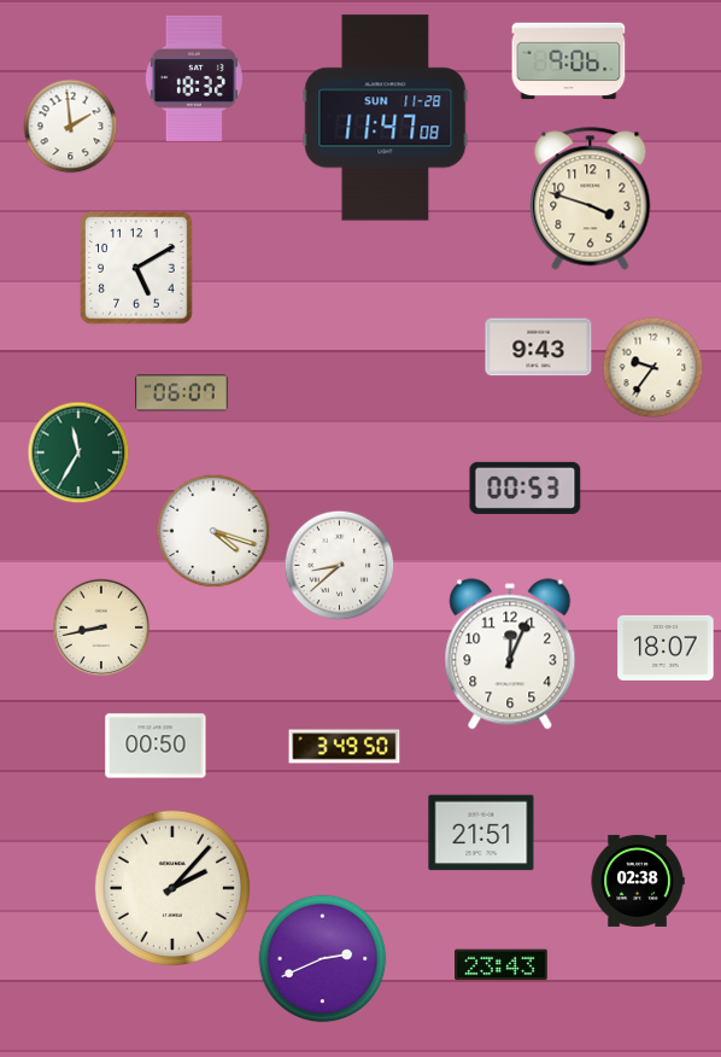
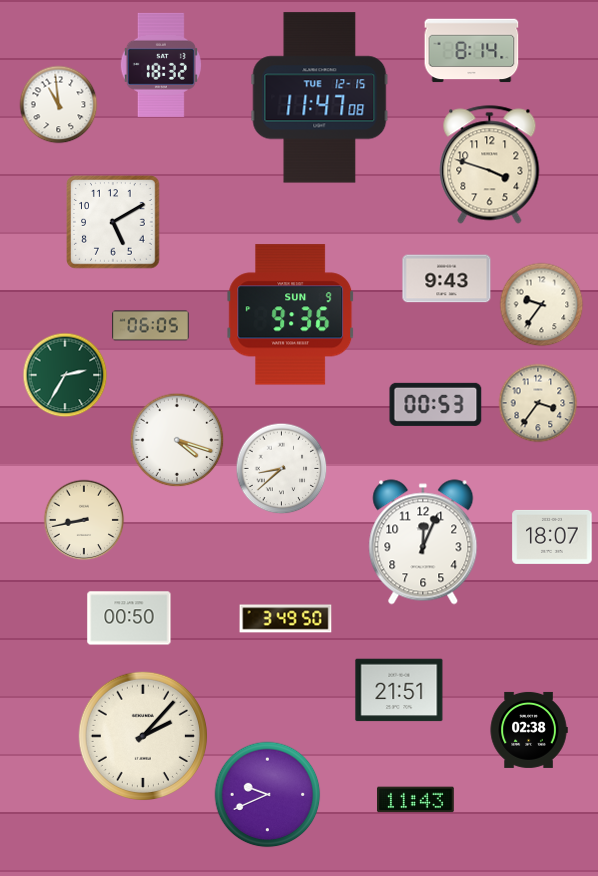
clock at (569, 62): 9:06 -> 8:14
clock at (386, 118) date: SUN 11-28 -> TUE 12-15
clock at (71, 127): 1:59 -> 10:59
clock at (539, 348) position: (539, 348) -> (447, 279)
clock at (291, 315): none -> 9:36
clock at (182, 393): 06:07 -> 06:05
clock at (78, 452): 11:35 -> 2:35
clock at (538, 403): none -> 3:36
clock at (323, 959): 2:41 -> 9:41
clock at (502, 965): 23:43 -> 11:43
